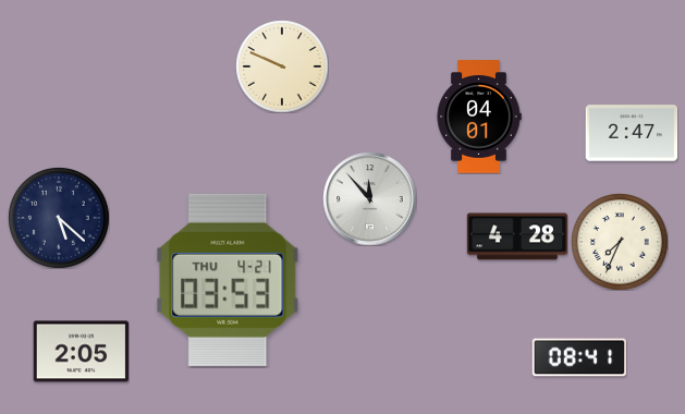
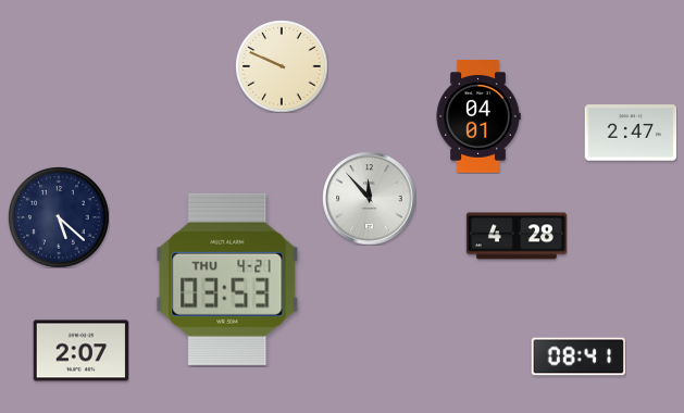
clock at (620, 242): 7:34 -> none
clock at (81, 352): 2:05 -> 2:07
